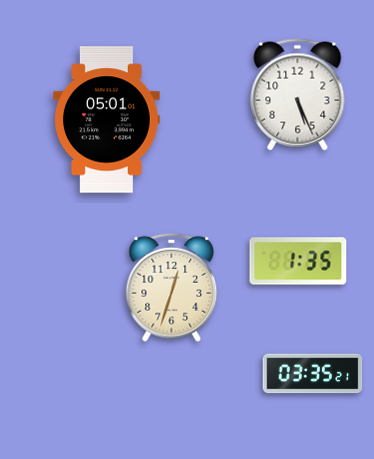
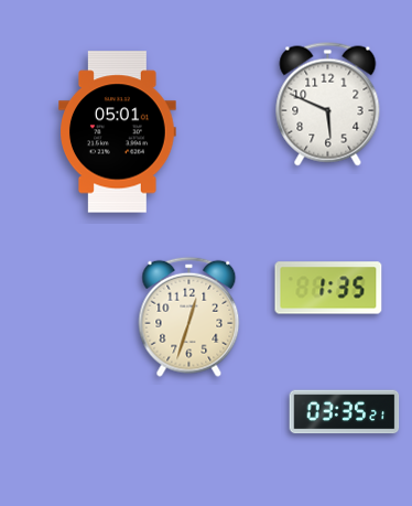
clock at (298, 95): 5:26 -> 5:49
